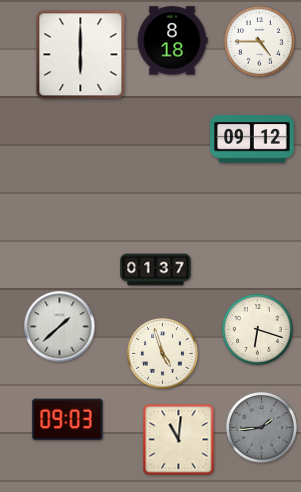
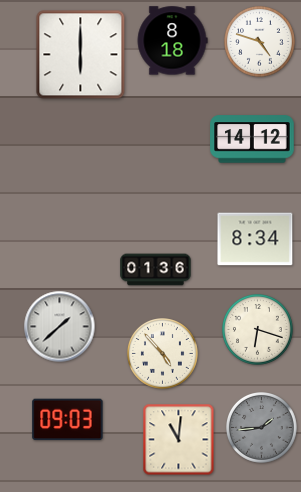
clock at (260, 42): 4:45 -> 4:48
clock at (252, 139): 09:12 -> 14:12
clock at (255, 239): none -> 8:34
clock at (156, 270): 01:37 -> 01:36
clock at (163, 354): 4:57 -> 4:53
